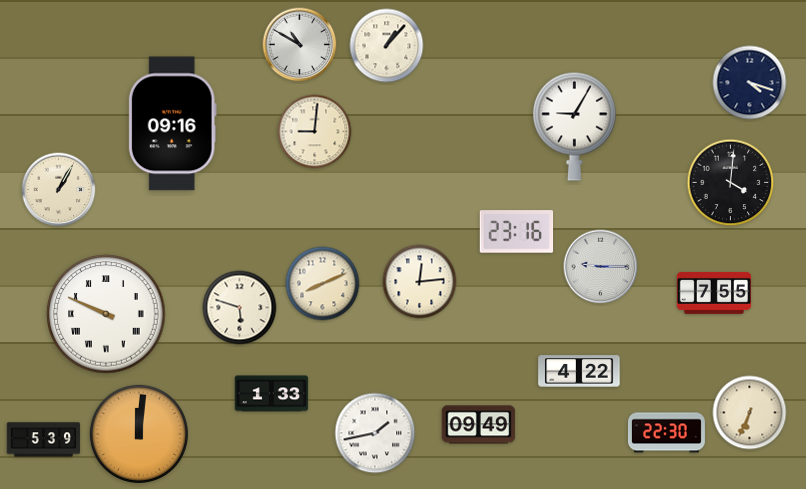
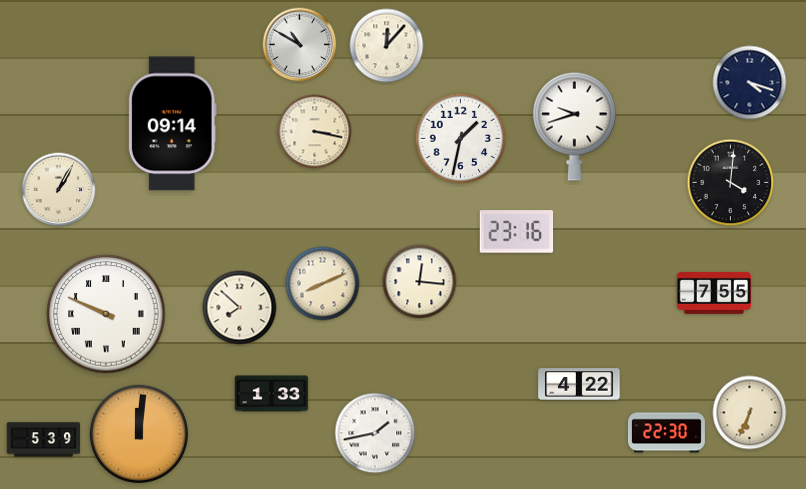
clock at (387, 46): 1:07 -> 12:07
clock at (172, 124): 09:16 -> 09:14
clock at (574, 126): 9:05 -> 9:42
clock at (315, 132): 9:01 -> 3:17
clock at (461, 139): none -> 1:32
clock at (601, 267): 9:15 -> none
clock at (420, 282): 12:14 -> 12:16
clock at (240, 308): 5:48 -> 7:52
clock at (579, 371) position: (579, 371) -> (579, 384)
clock at (479, 425): 09:49 -> none
